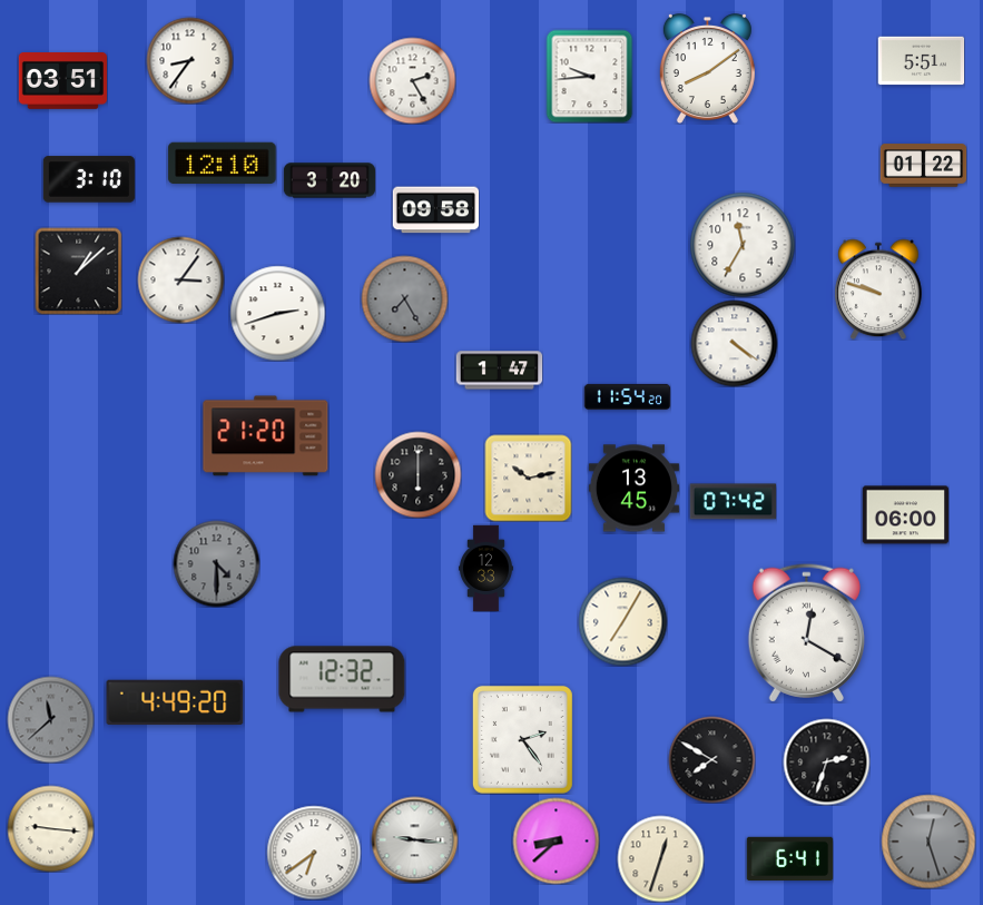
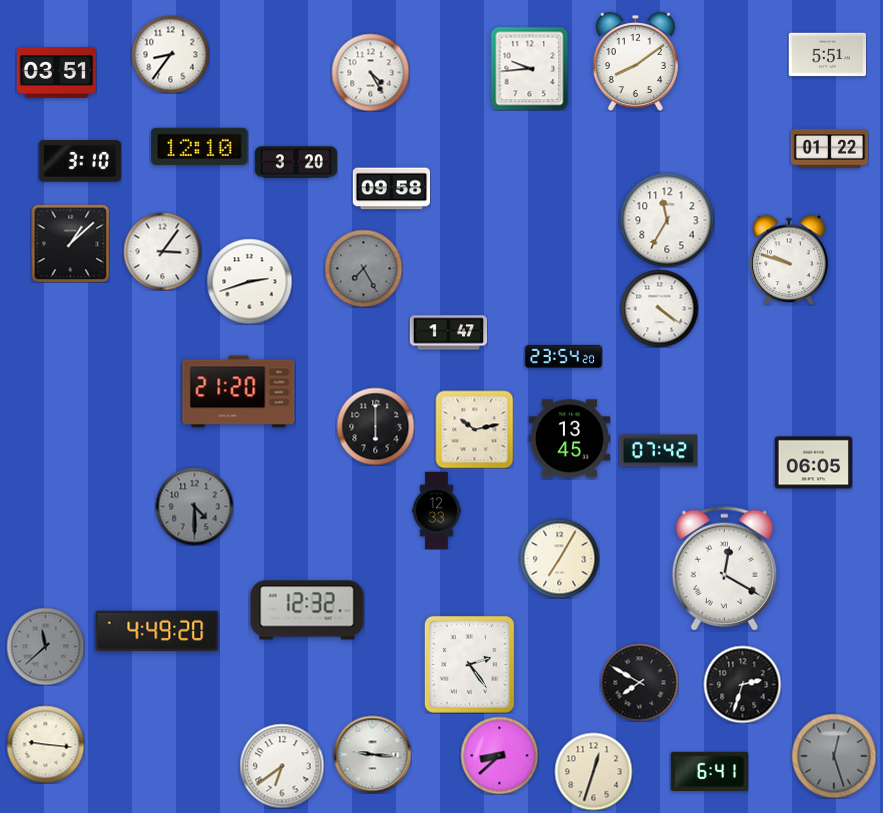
clock at (412, 80): 2:25 -> 4:25
clock at (627, 396): 11:54 -> 23:54
clock at (905, 515): 06:00 -> 06:05
